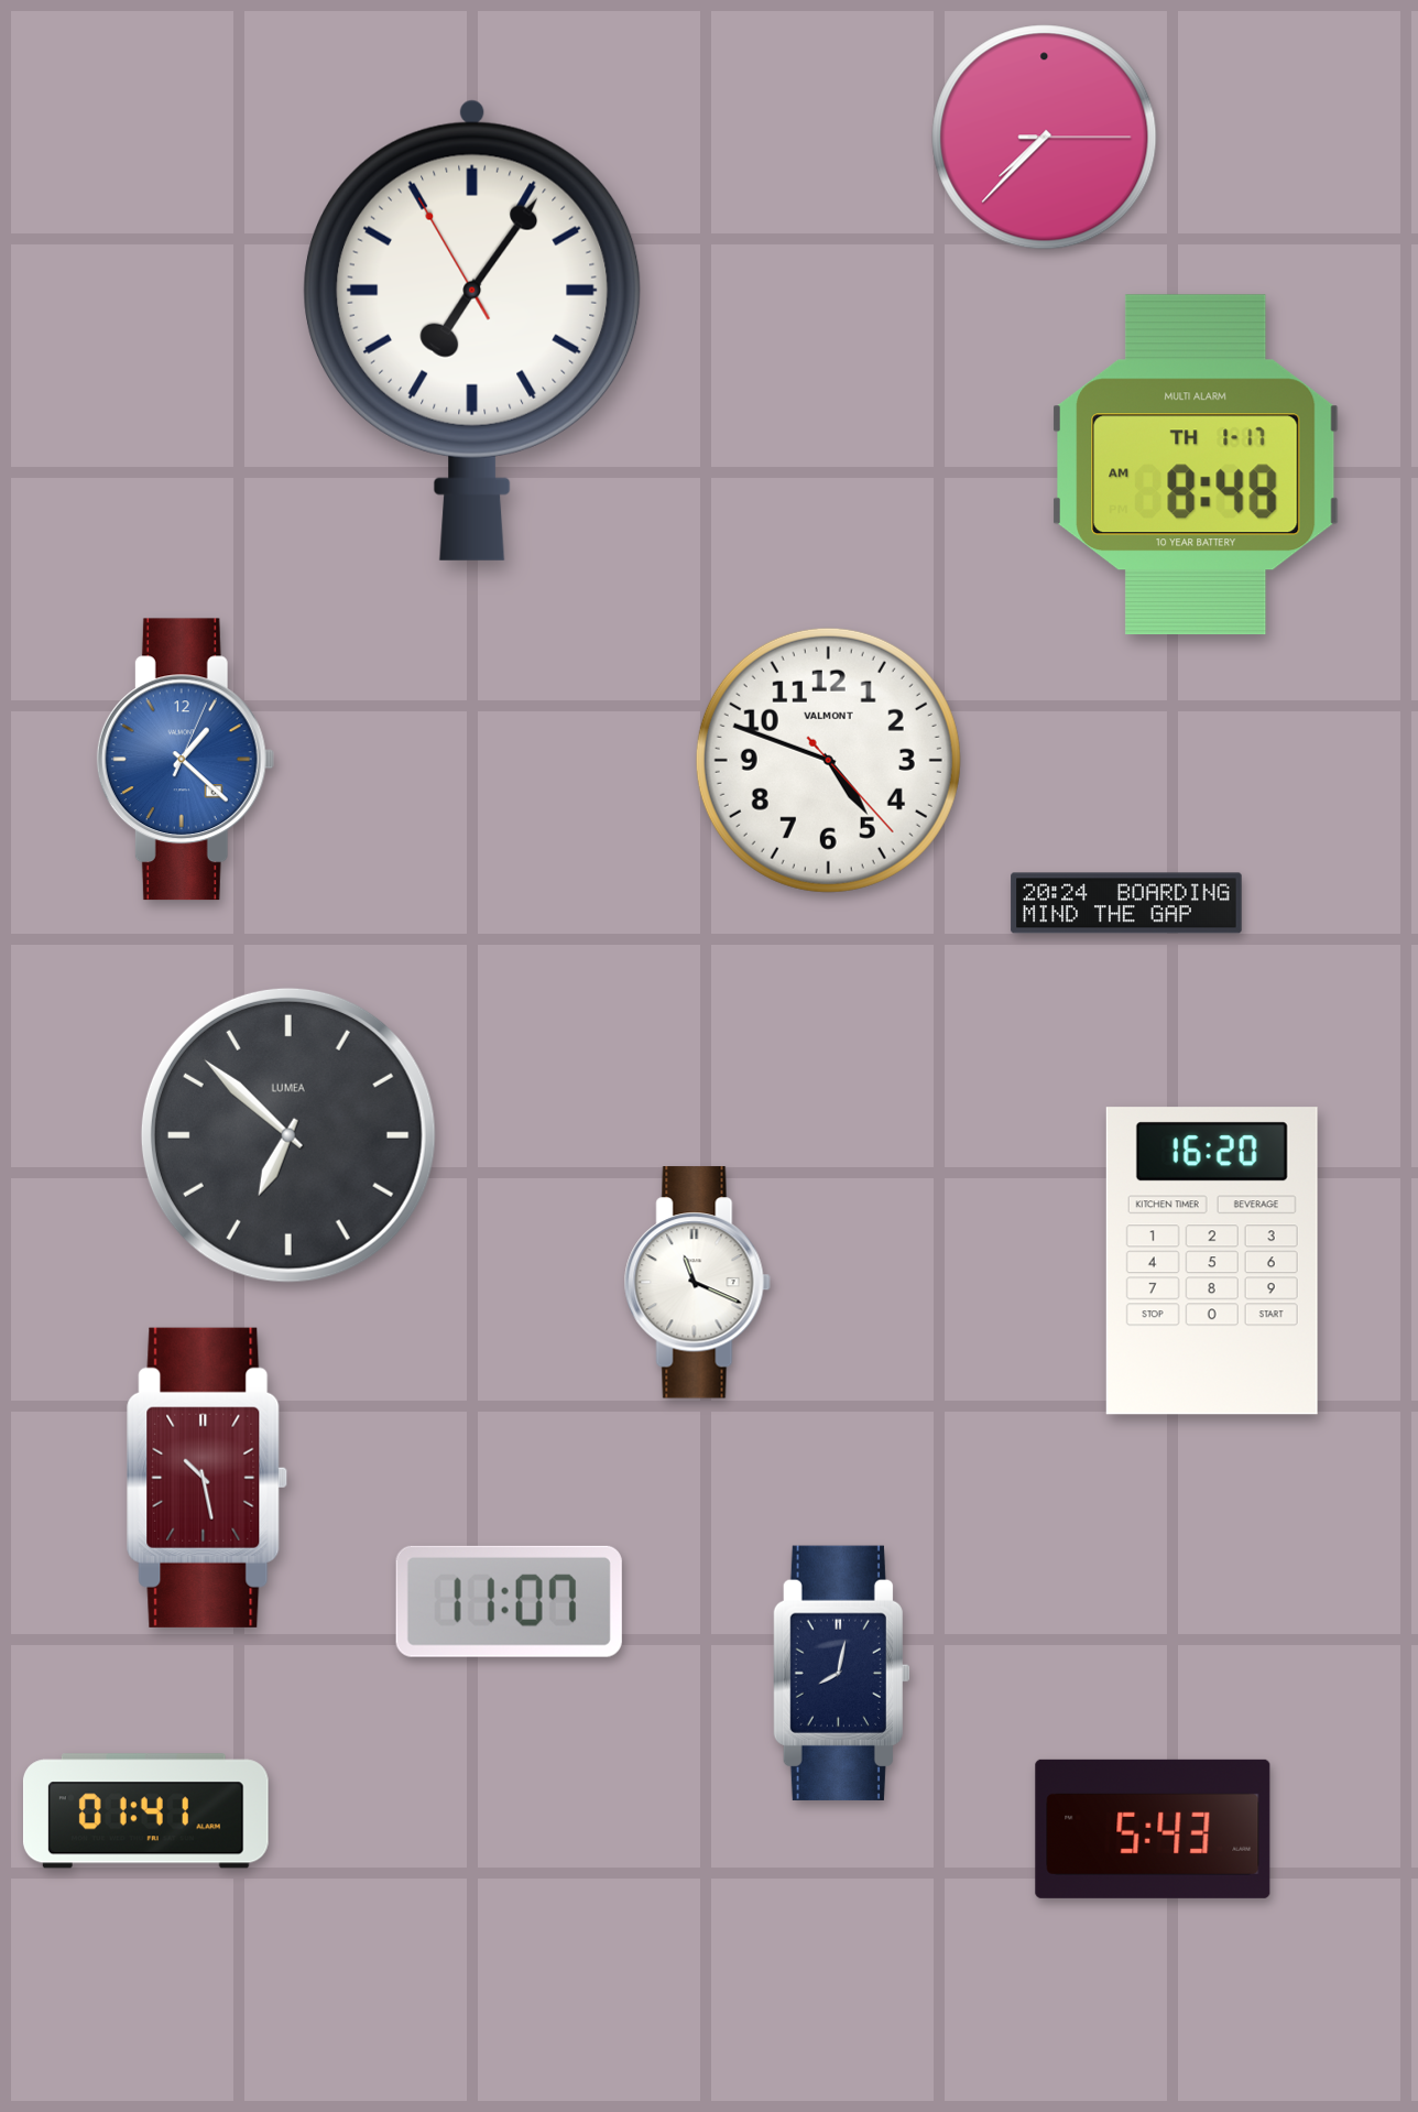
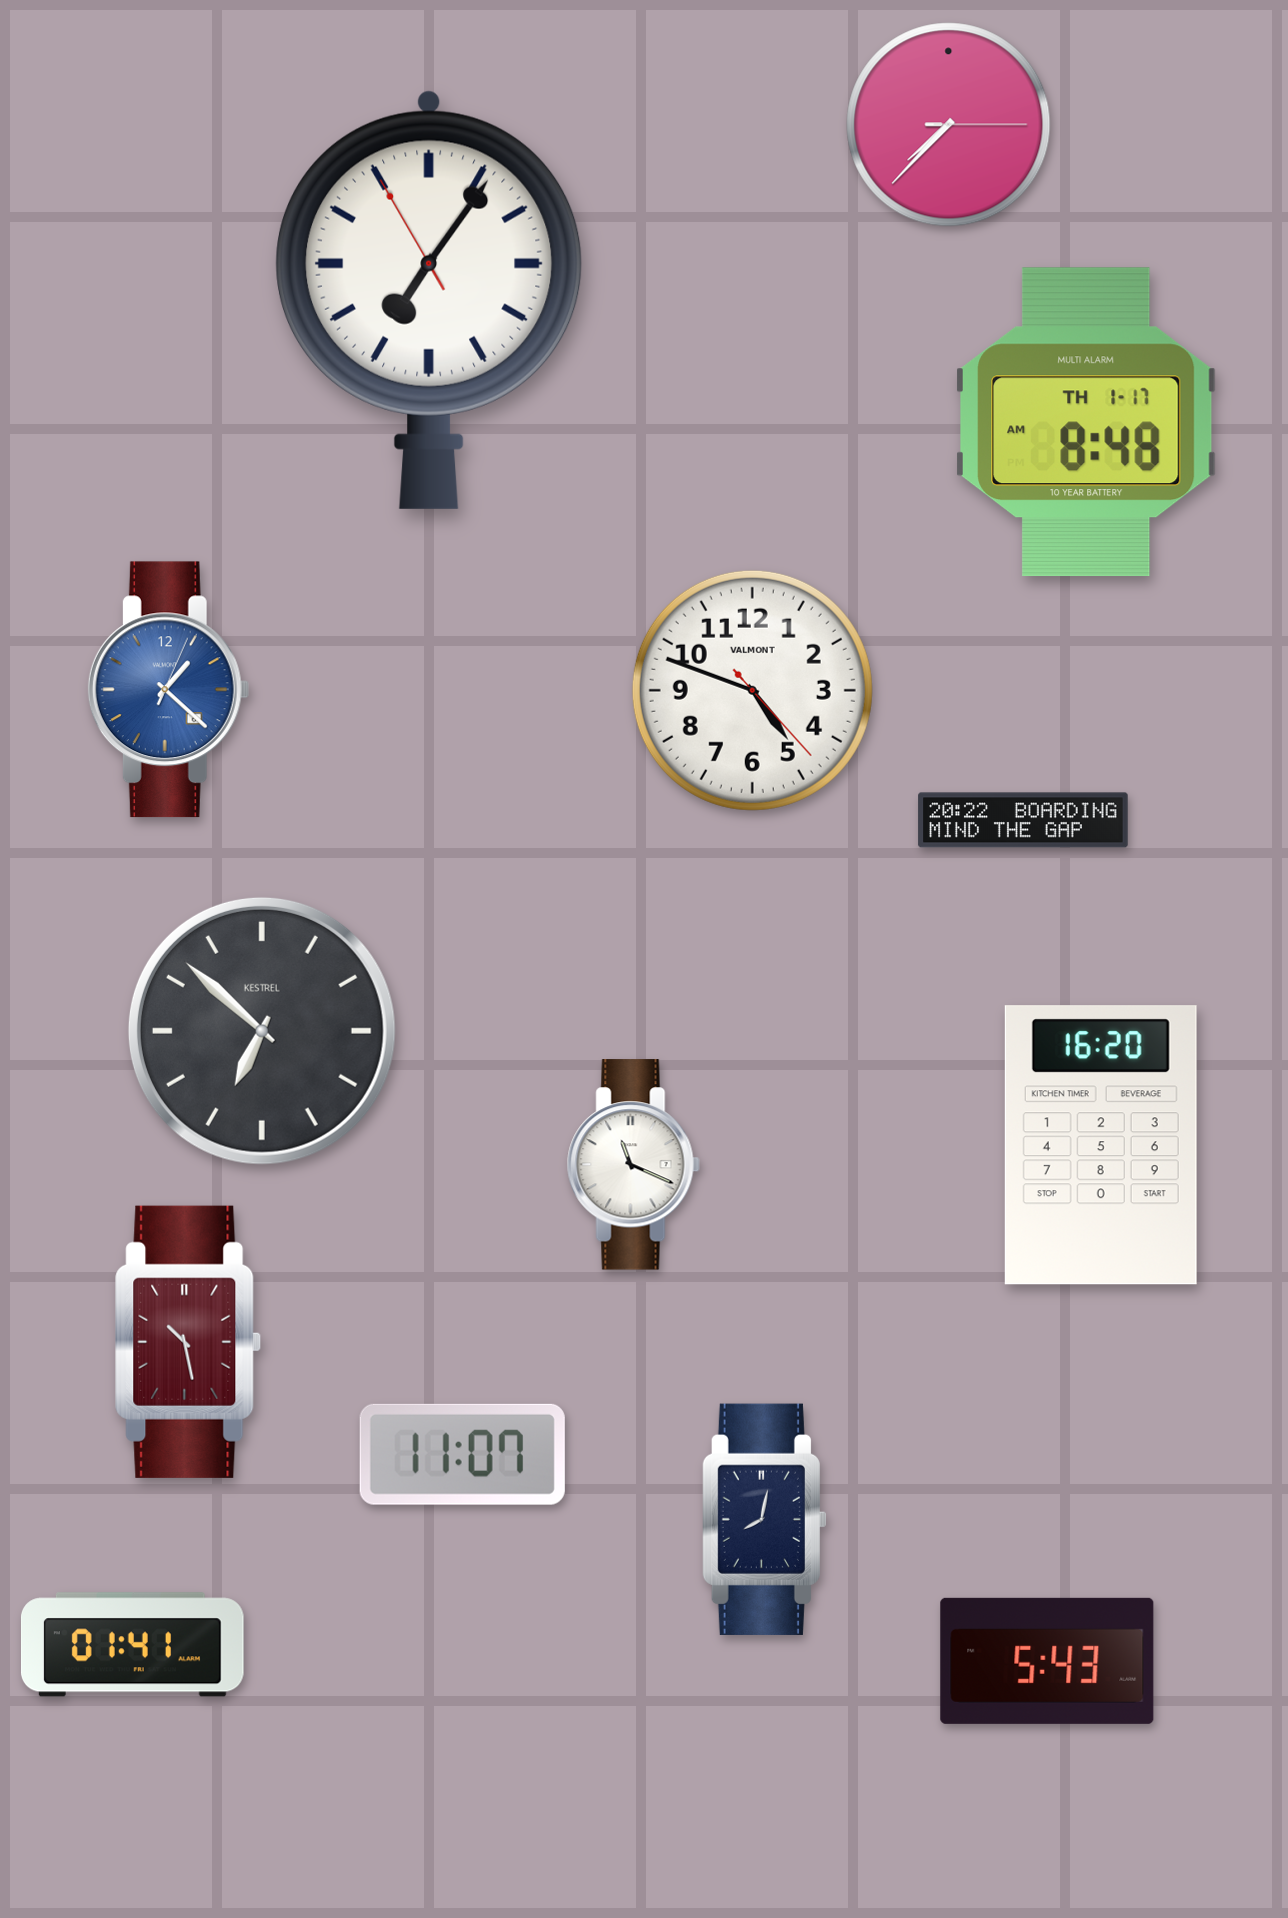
clock at (1126, 903): 20:24 -> 20:22
clock at (288, 1135) brand: LUMEA -> KESTREL
